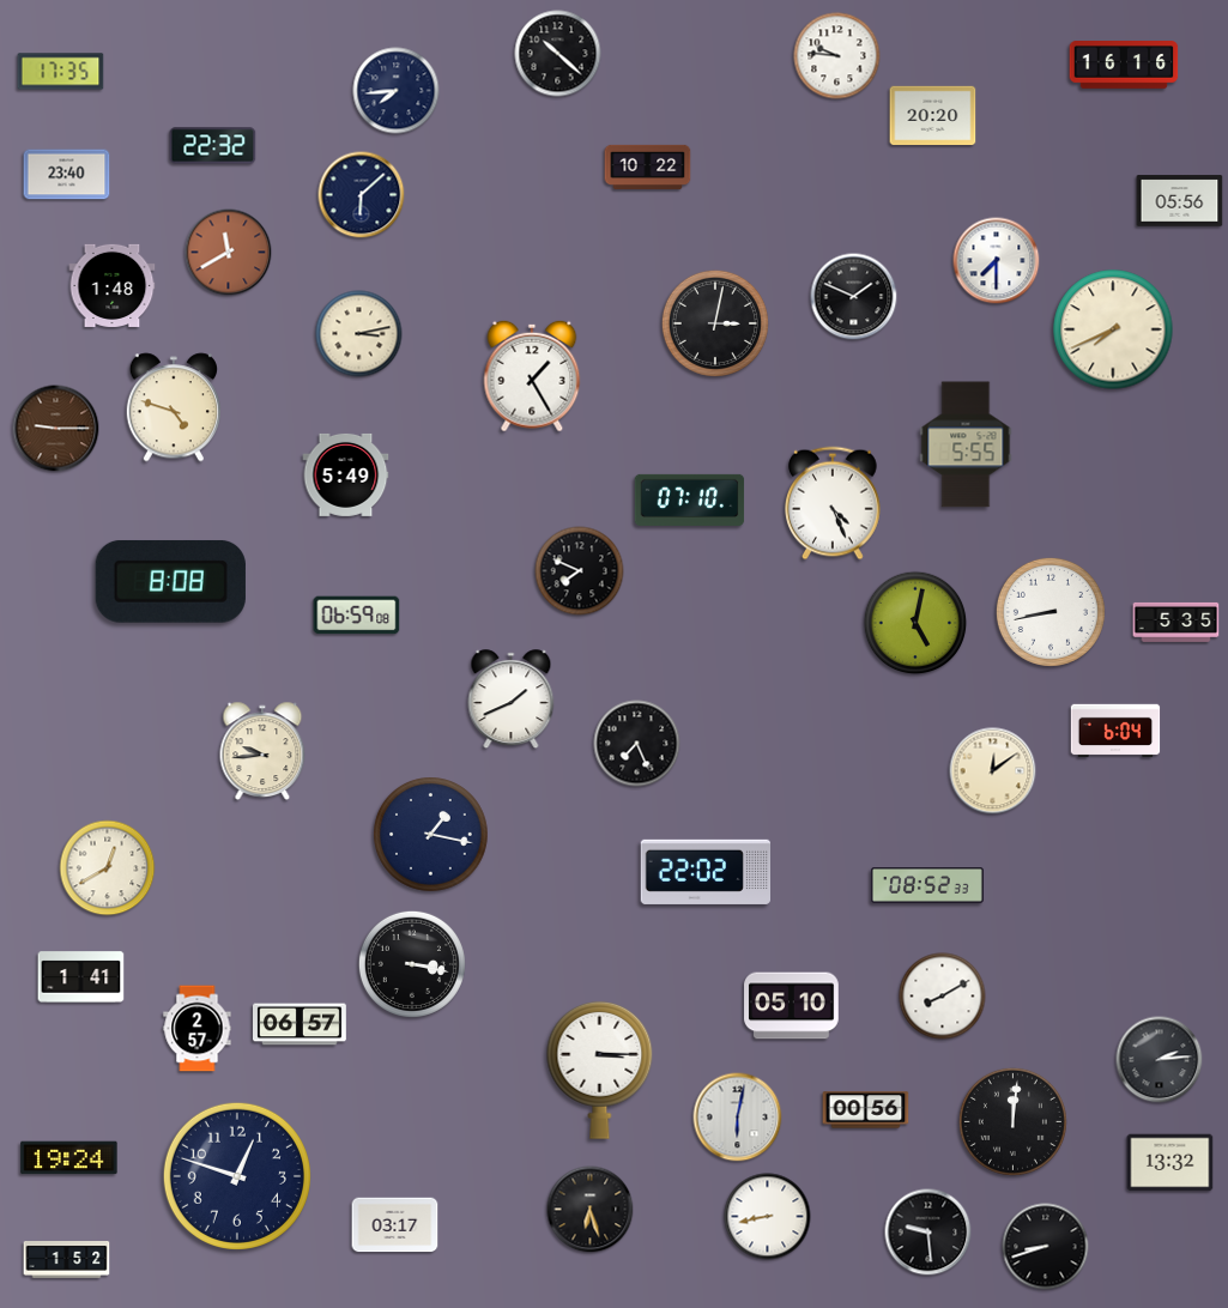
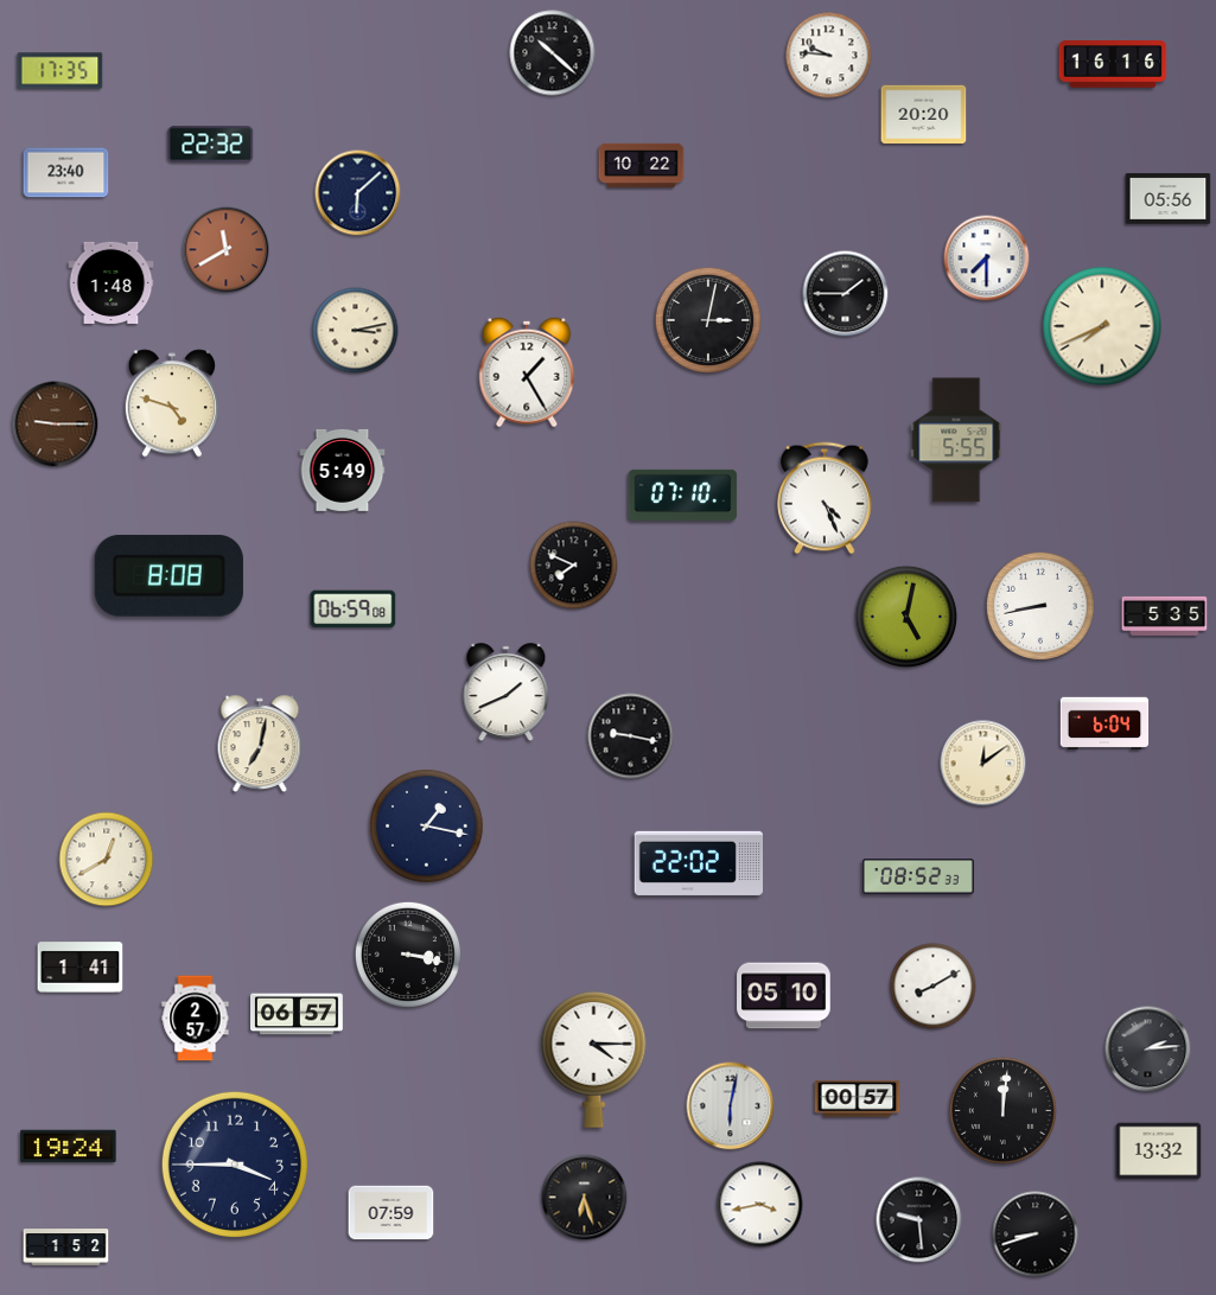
clock at (397, 91): 7:44 -> none
clock at (854, 297): 1:49 -> 1:45
clock at (637, 744): 7:26 -> 9:17
clock at (262, 750): 9:44 -> 7:02
clock at (600, 1070): 3:15 -> 4:15
clock at (866, 1110): 00:56 -> 00:57
clock at (237, 1176): 12:48 -> 3:45
clock at (768, 1217): 8:43 -> 3:43
clock at (395, 1225): 03:17 -> 07:59
